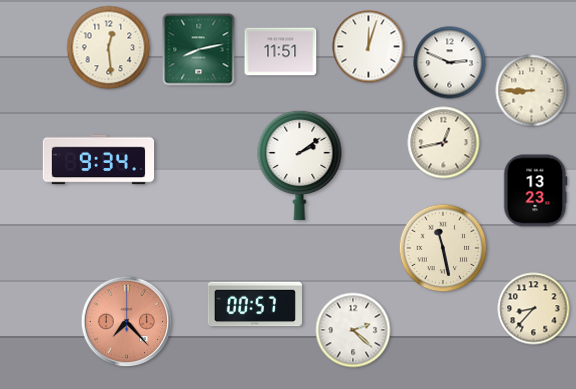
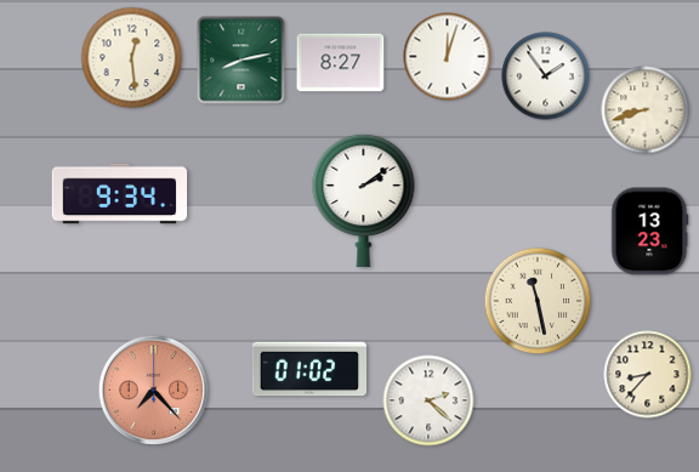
clock at (281, 52): 11:51 -> 8:27
clock at (450, 63): 2:49 -> 1:54
clock at (532, 91): 8:45 -> 8:42
clock at (444, 143): 12:43 -> none
clock at (254, 304): 00:57 -> 01:02
